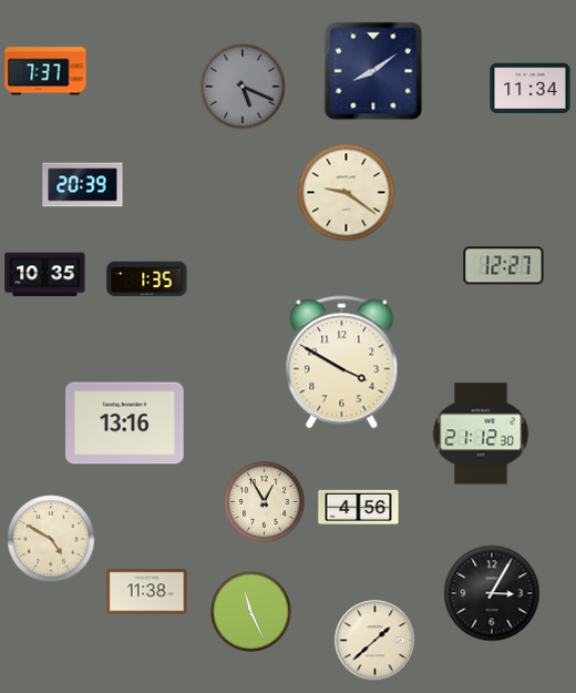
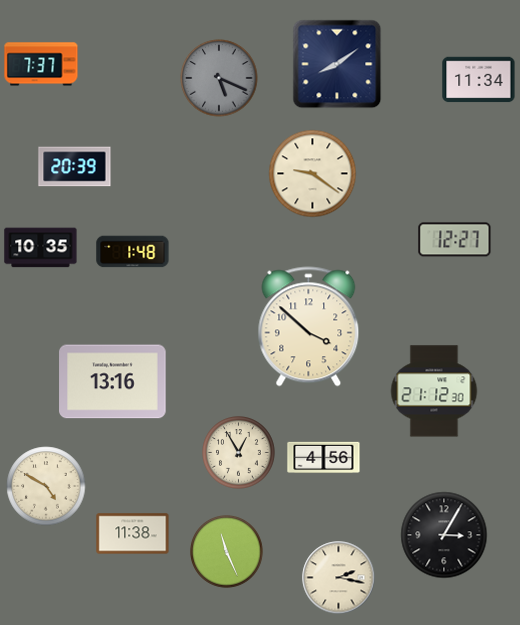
clock at (147, 279): 1:35 -> 1:48
clock at (342, 363): 3:50 -> 3:52
clock at (376, 641): 1:38 -> 2:17
